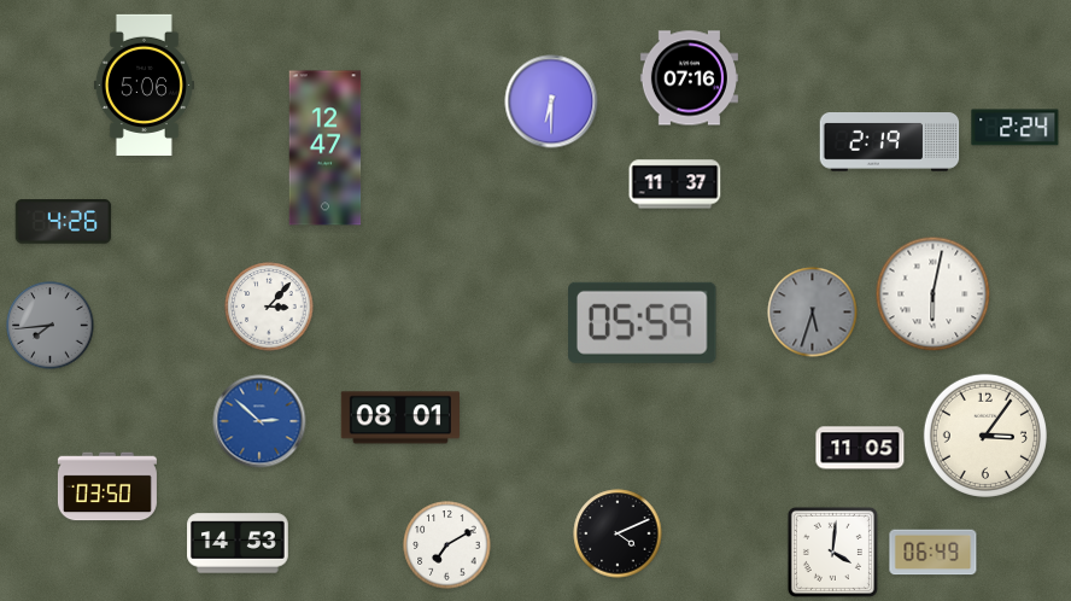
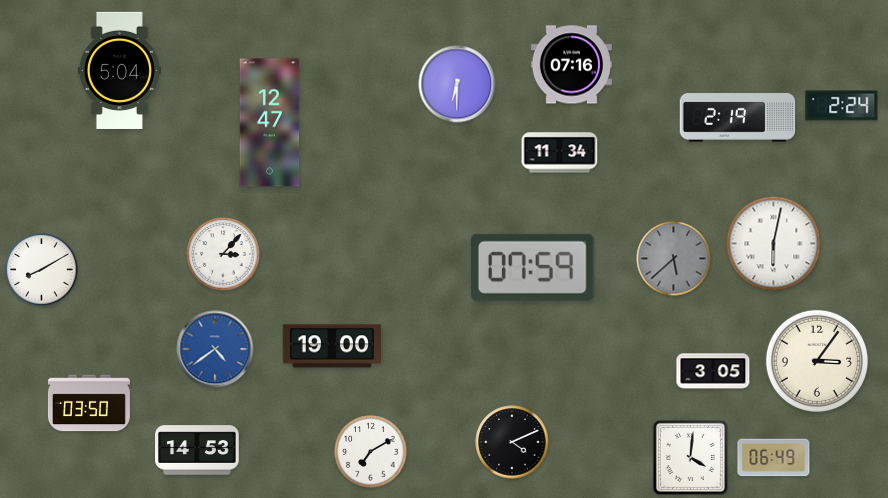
clock at (144, 84): 5:06 -> 5:04
clock at (675, 185): 11:37 -> 11:34
clock at (64, 222): 4:26 -> none
clock at (813, 313): 5:33 -> 5:38
clock at (643, 322): 05:59 -> 07:59
clock at (51, 326): 7:44 -> 8:10
clock at (51, 326) dial: grey -> white
clock at (399, 418): 08:01 -> 19:00
clock at (259, 421): 2:52 -> 4:39
clock at (860, 448): 11:05 -> 3:05
